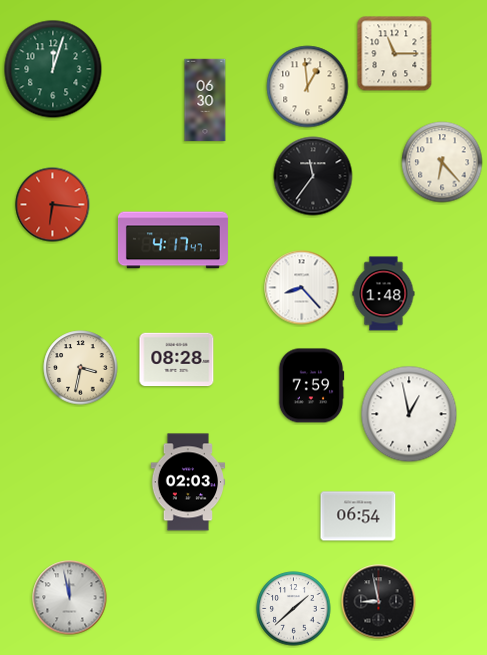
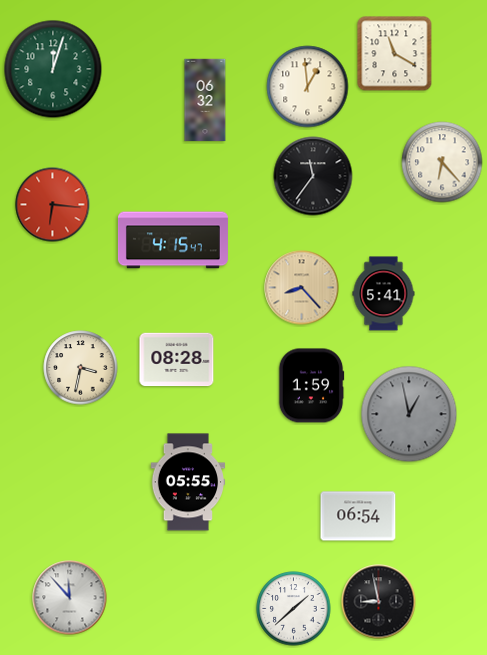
clock at (395, 54): 11:15 -> 11:20
clock at (205, 100): 06:30 -> 06:32
clock at (173, 240): 4:17 -> 4:15
clock at (302, 288) dial: white -> champagne
clock at (384, 294): 1:48 -> 5:41
clock at (311, 386): 7:59 -> 1:59
clock at (409, 414) dial: white -> grey
clock at (188, 482): 02:03 -> 05:55
clock at (70, 598): 11:58 -> 11:53
